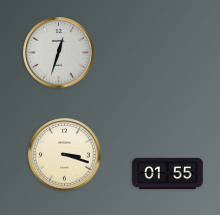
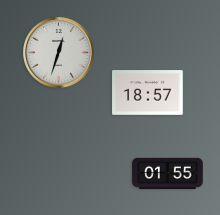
clock at (148, 93): none -> 18:57
clock at (65, 155): 3:18 -> none
